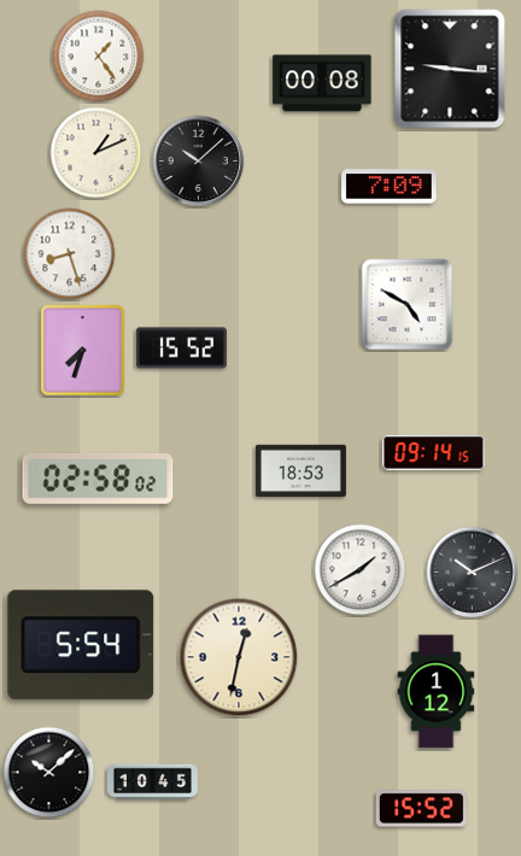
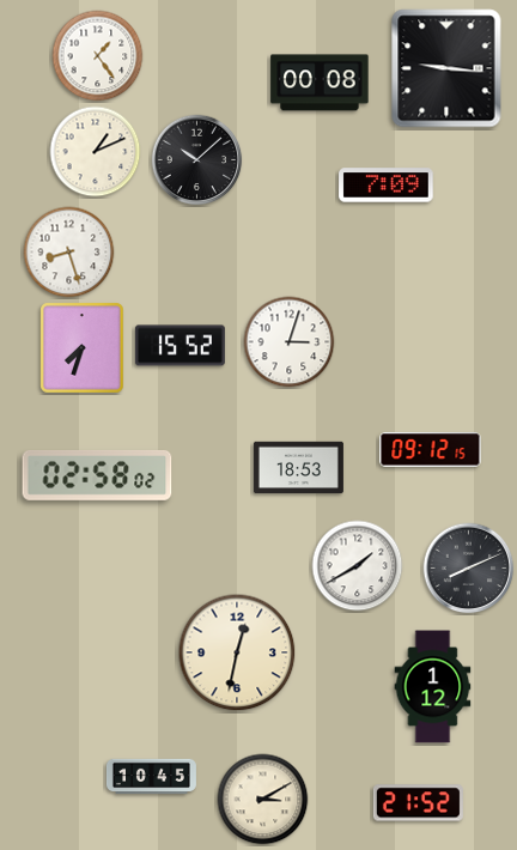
clock at (408, 305): 4:50 -> none
clock at (290, 342): none -> 3:03
clock at (434, 453): 09:14 -> 09:12
clock at (473, 573): 10:11 -> 8:11
clock at (81, 645): 5:54 -> none
clock at (49, 773): 10:08 -> none
clock at (263, 800): none -> 3:10
clock at (421, 809): 15:52 -> 21:52
